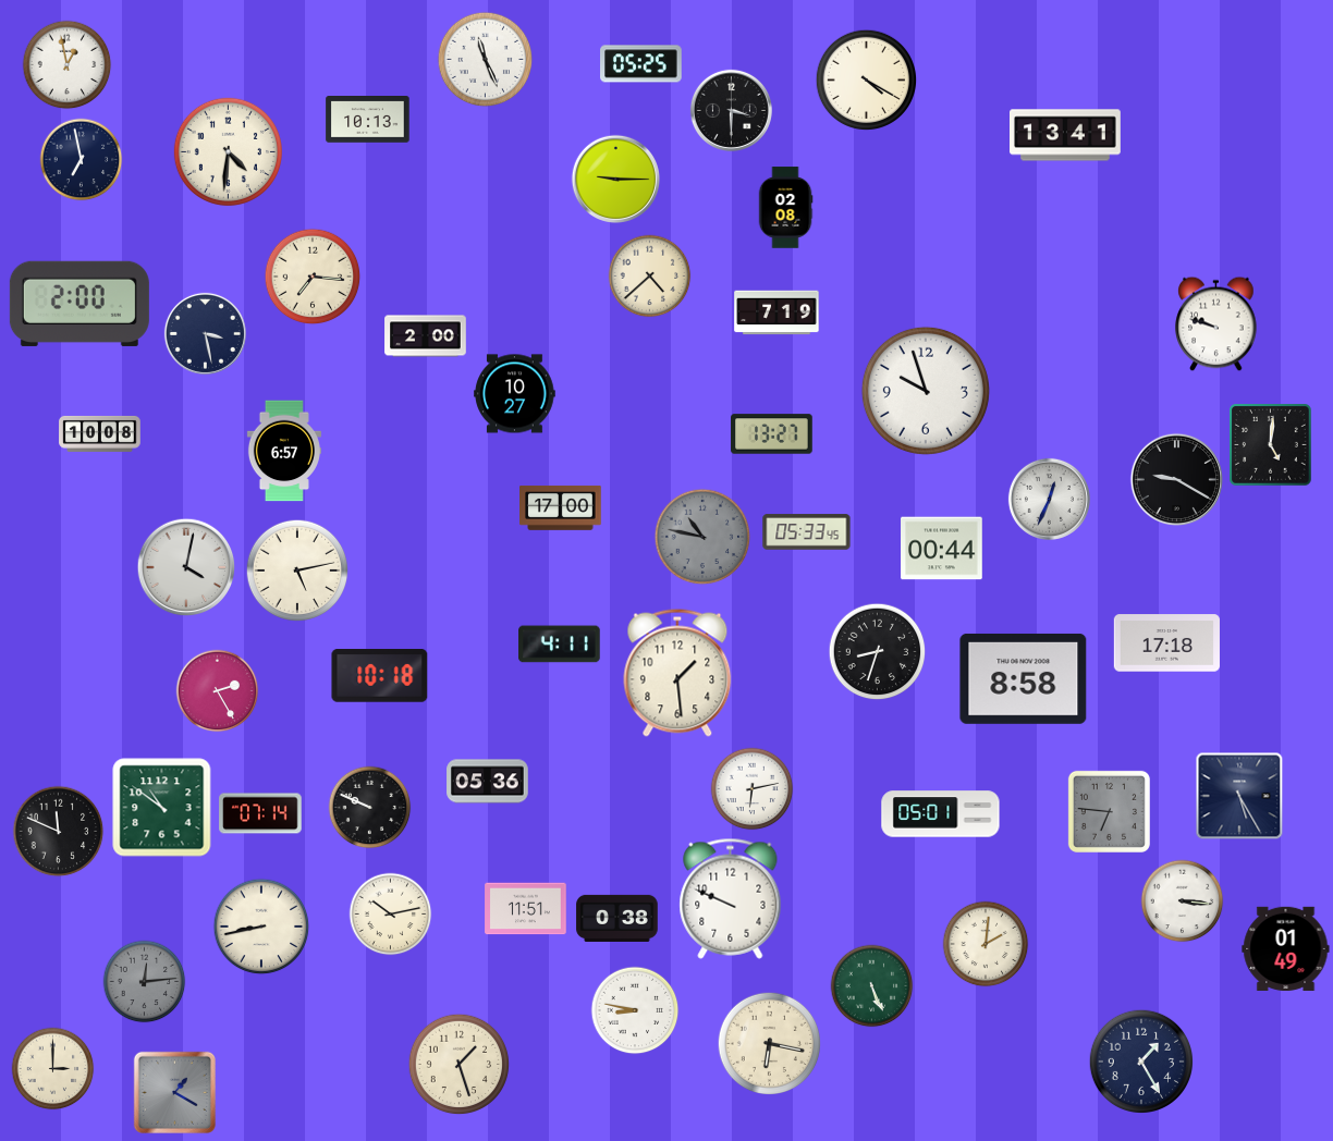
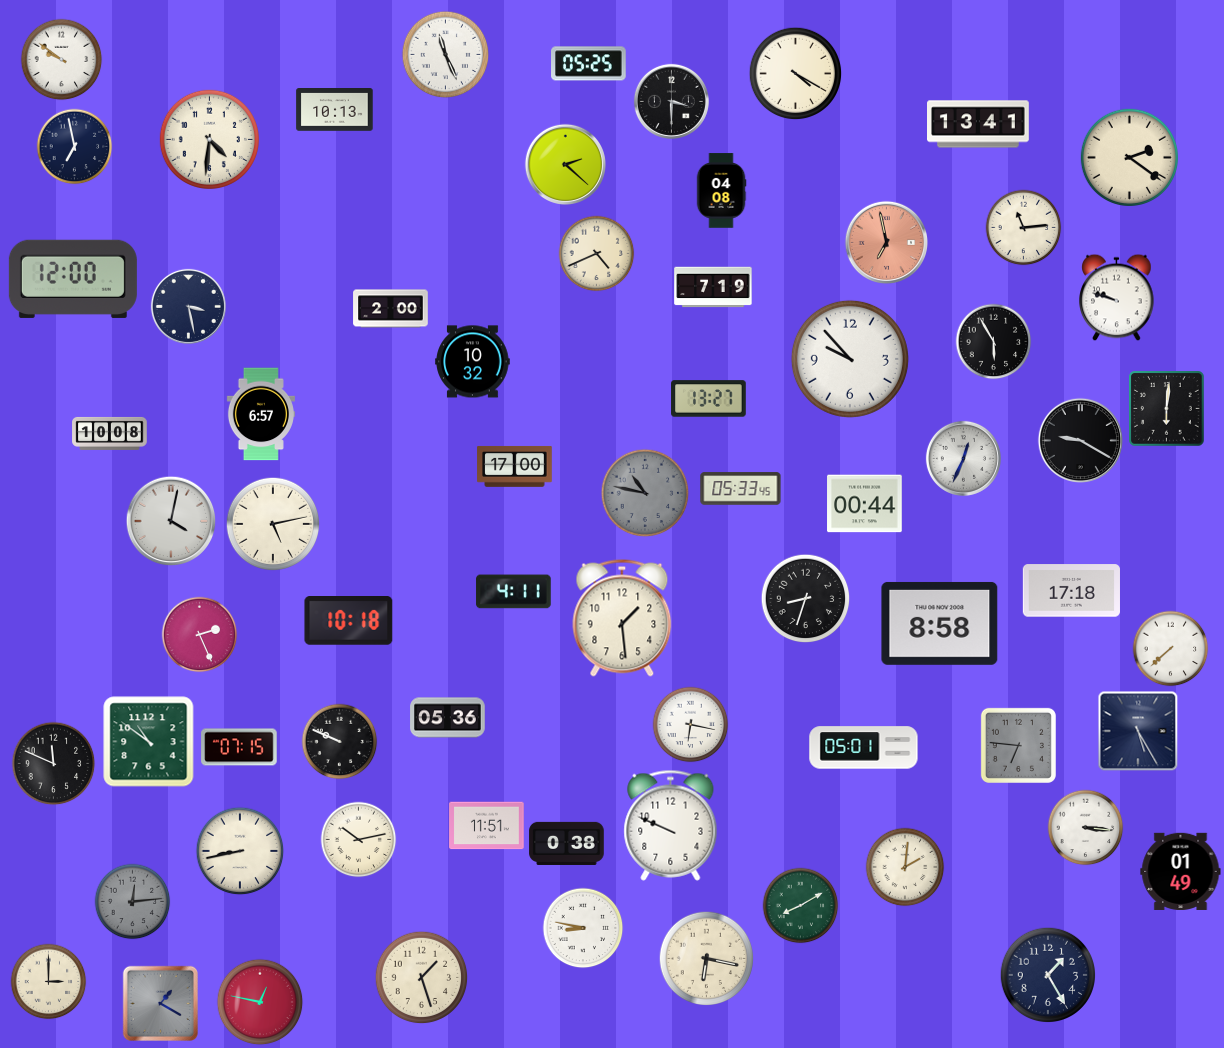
clock at (641, 64) position: (641, 64) -> (589, 64)
clock at (68, 65): 12:58 -> 9:51
clock at (368, 120) position: (368, 120) -> (335, 110)
clock at (1129, 157): none -> 2:21
clock at (615, 179): 9:15 -> 2:22
clock at (785, 208): 02:08 -> 04:08
clock at (1024, 228): none -> 11:14
clock at (886, 242): none -> 6:58
clock at (313, 277): 7:16 -> none
clock at (650, 277): 4:38 -> 4:41
clock at (80, 304): 2:00 -> 12:00
clock at (994, 342): none -> 5:55
clock at (926, 391): 9:57 -> 9:53
clock at (515, 394): 10:27 -> 10:32
clock at (100, 433) position: (100, 433) -> (110, 433)
clock at (1271, 445): 5:01 -> 6:01
clock at (218, 691): 2:25 -> 2:26
clock at (1171, 649): none -> 7:38
clock at (753, 789): 6:13 -> 6:17
clock at (260, 813): 07:14 -> 07:15
clock at (526, 909) position: (526, 909) -> (487, 826)
clock at (872, 986): 5:26 -> 8:10
clock at (260, 1002): none -> 12:47
